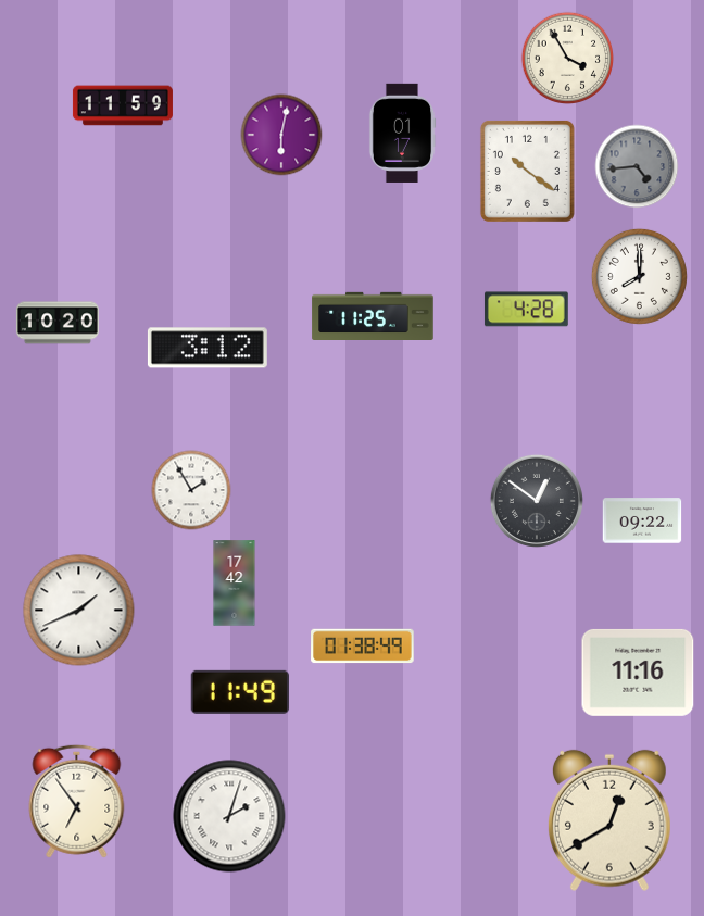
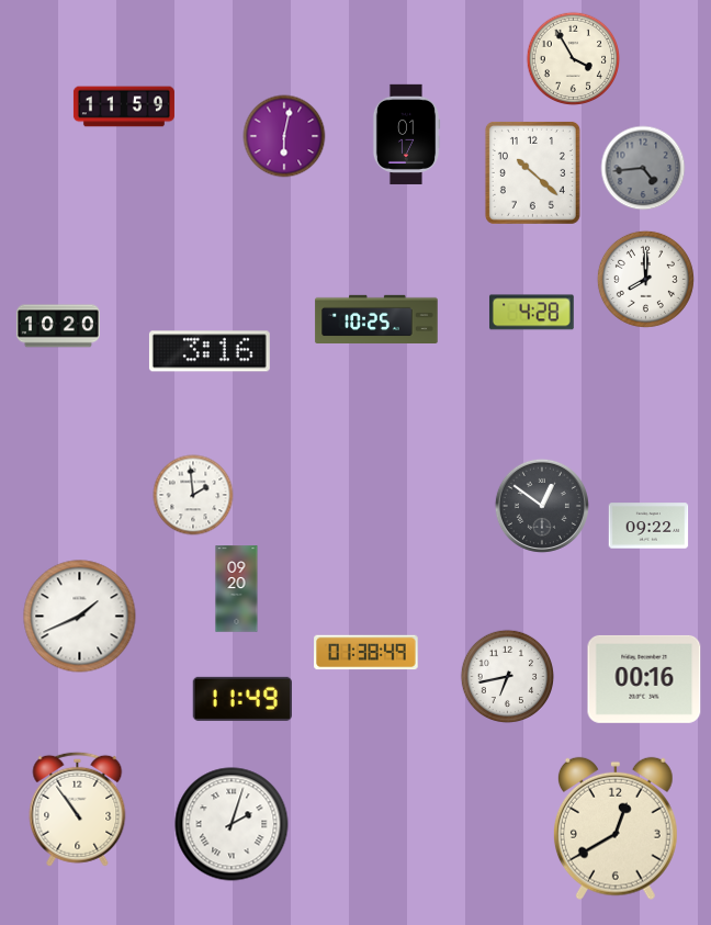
clock at (527, 171): 10:21 -> 10:22
clock at (373, 316): 11:25 -> 10:25
clock at (208, 348): 3:12 -> 3:16
clock at (191, 490): 1:55 -> 1:59
clock at (235, 584): 17:42 -> 09:20
clock at (507, 676): none -> 6:43
clock at (638, 673): 11:16 -> 00:16
clock at (77, 801): 6:54 -> 10:54
